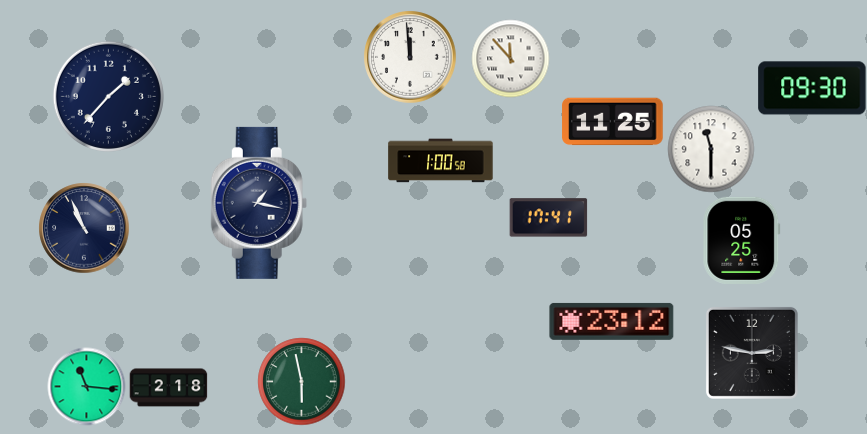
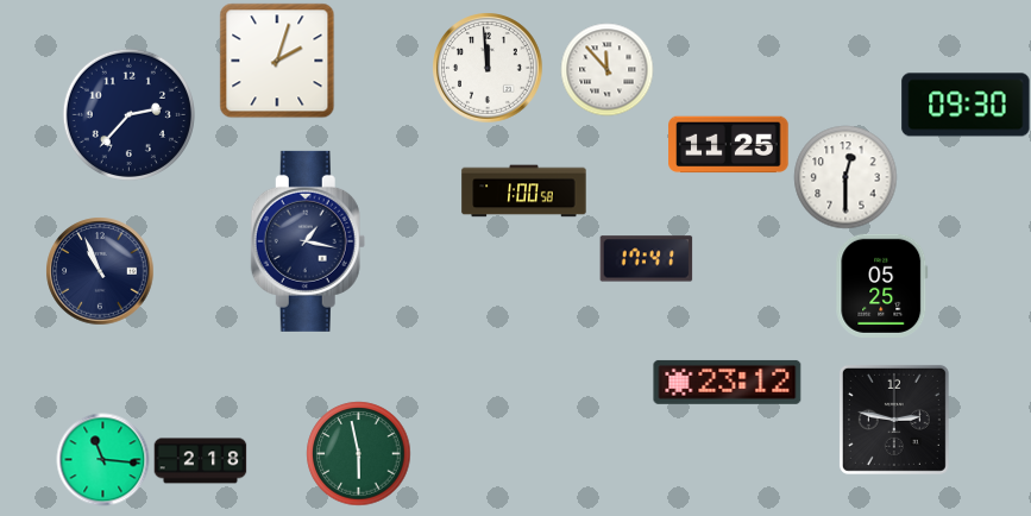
clock at (277, 61): none -> 2:03
clock at (108, 96): 1:37 -> 2:37
clock at (711, 149): 11:30 -> 12:30
clock at (548, 218) position: (548, 218) -> (646, 259)
